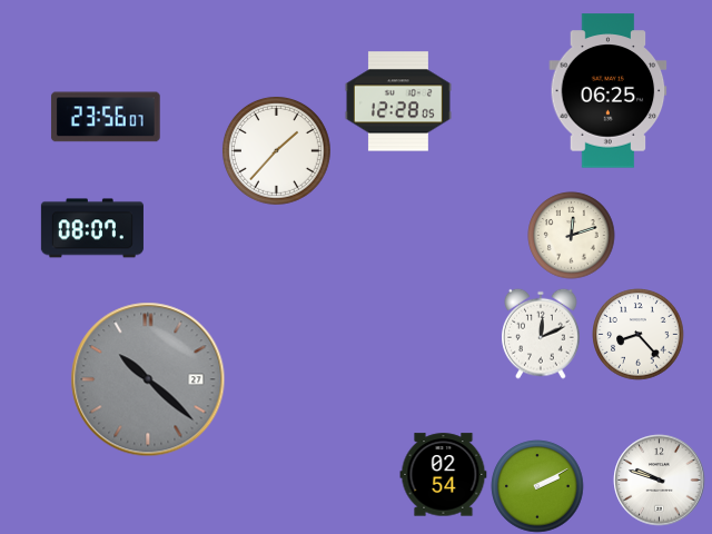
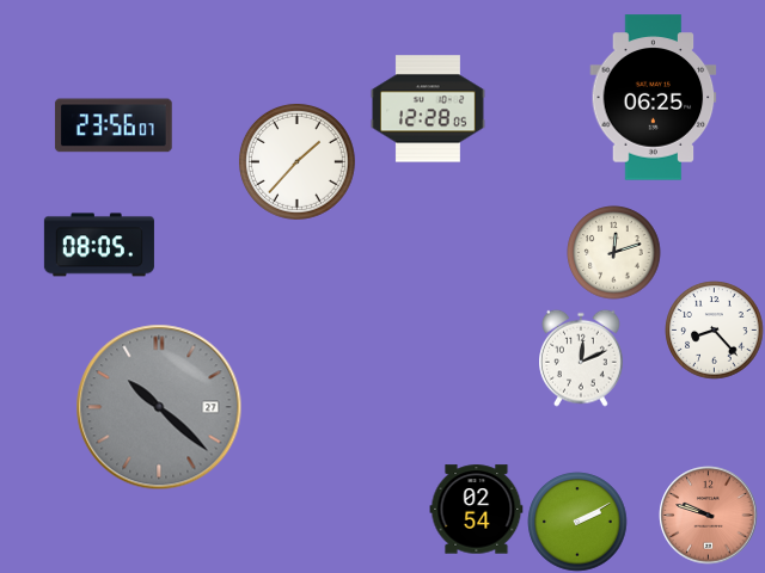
clock at (92, 228): 08:07 -> 08:05
clock at (639, 335) position: (639, 335) -> (715, 331)
clock at (660, 481) dial: white -> salmon
